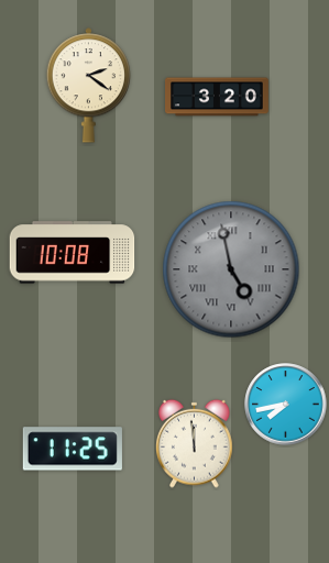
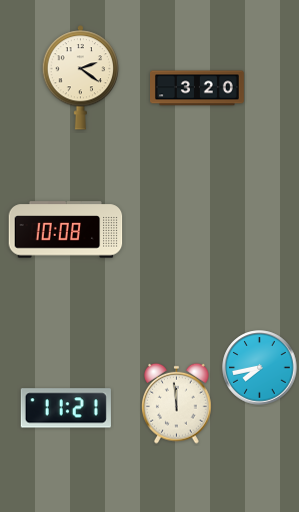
clock at (231, 269): 4:58 -> none
clock at (73, 449): 11:25 -> 11:21
